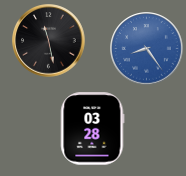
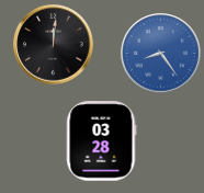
clock at (49, 41): 11:28 -> 12:01
